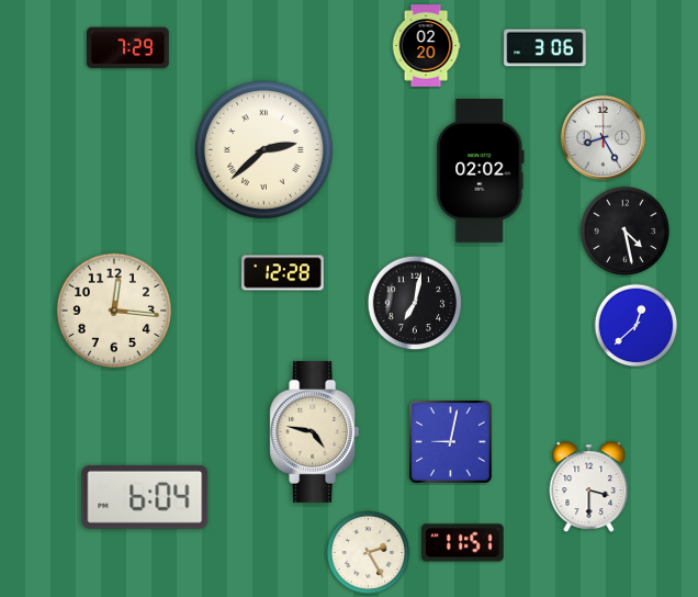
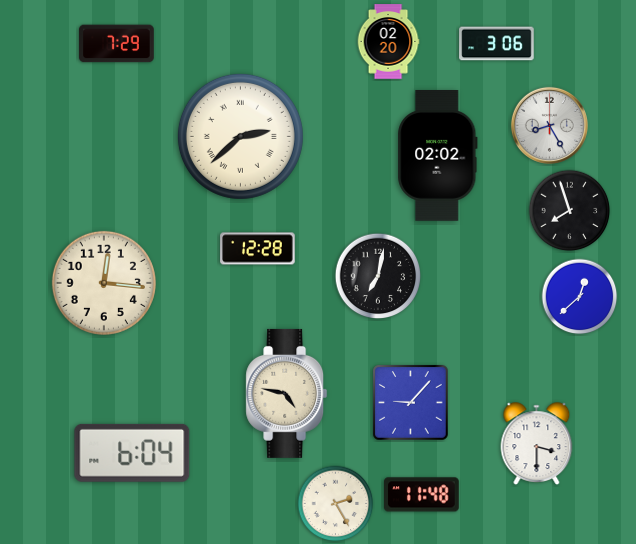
clock at (626, 232): 4:28 -> 7:57
clock at (451, 442): 9:02 -> 9:07
clock at (463, 543): 11:51 -> 11:48
